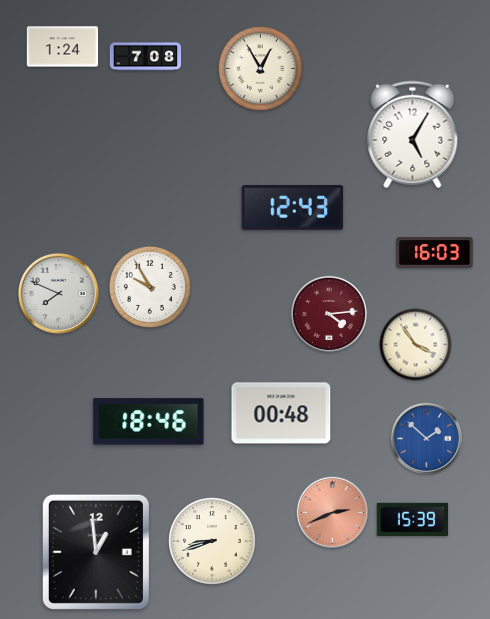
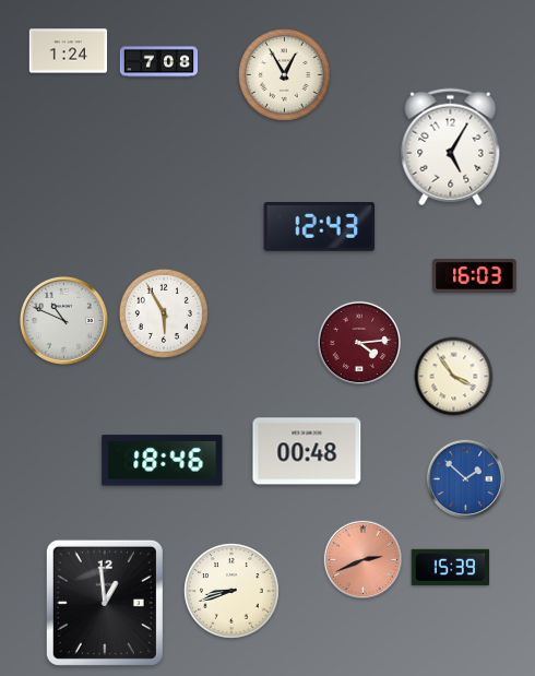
clock at (150, 287): 9:55 -> 5:55
clock at (58, 293): 7:49 -> 10:49
